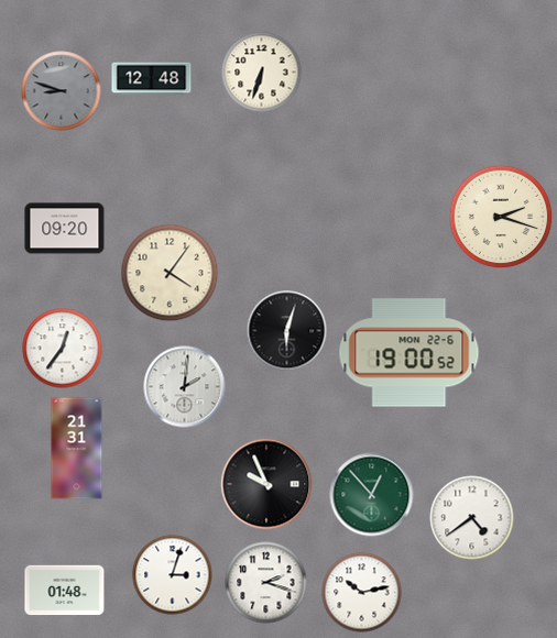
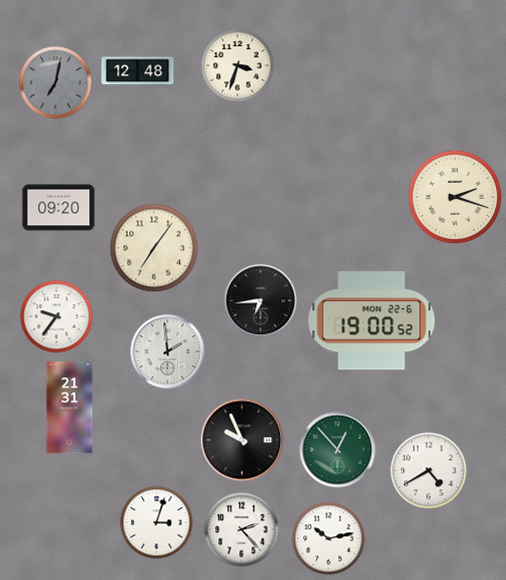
clock at (262, 73): 6:33 -> 3:33
clock at (62, 91): 8:48 -> 7:02
clock at (170, 273): 4:06 -> 7:06
clock at (287, 331): 6:03 -> 6:44
clock at (63, 349): 12:36 -> 9:36
clock at (185, 387): 2:01 -> 1:59
clock at (472, 518): 4:39 -> 4:40
clock at (266, 583): 2:18 -> 2:23
clock at (65, 591): 01:48 -> none
